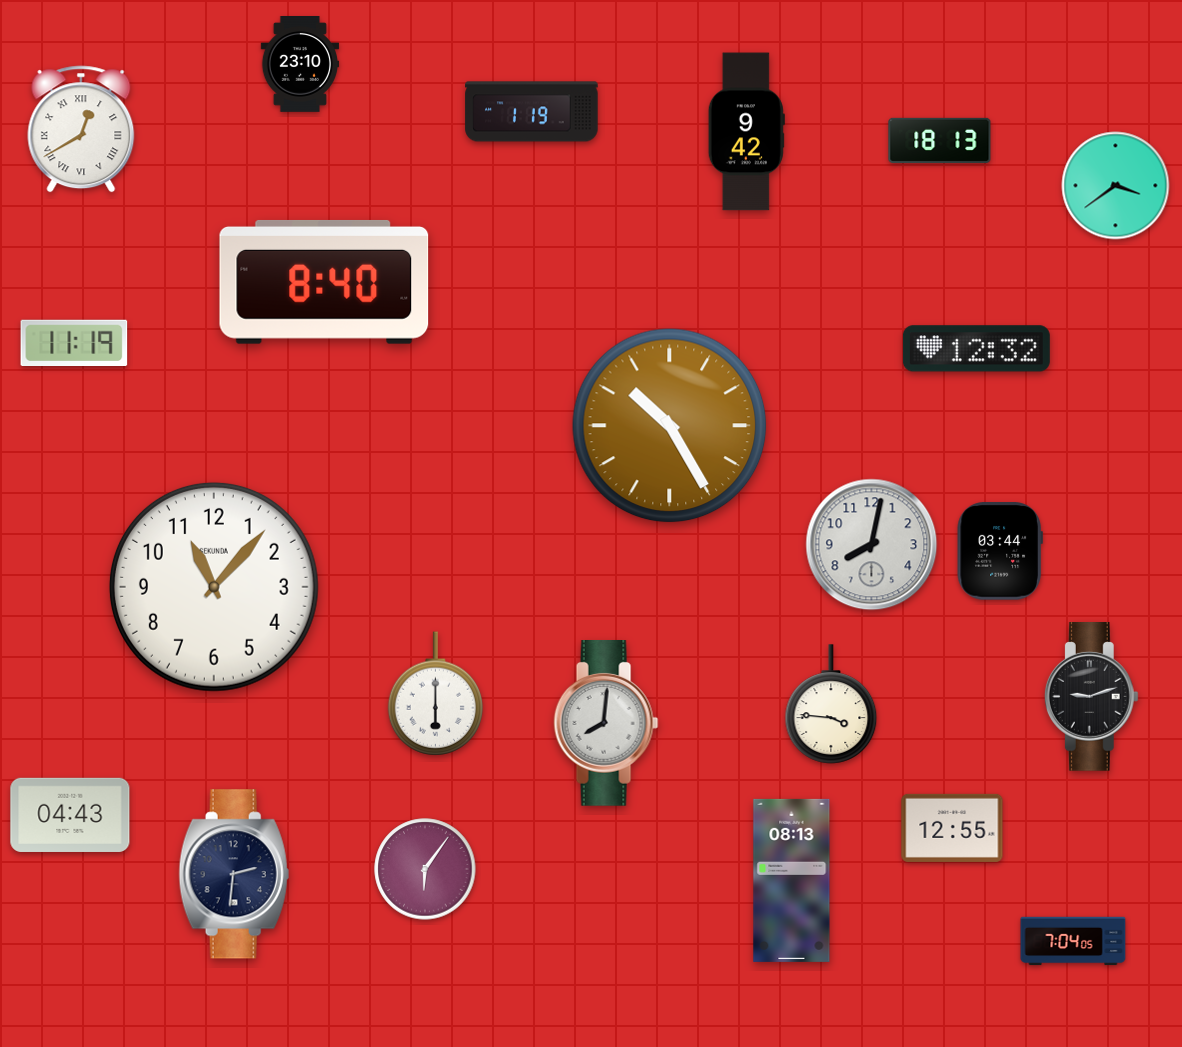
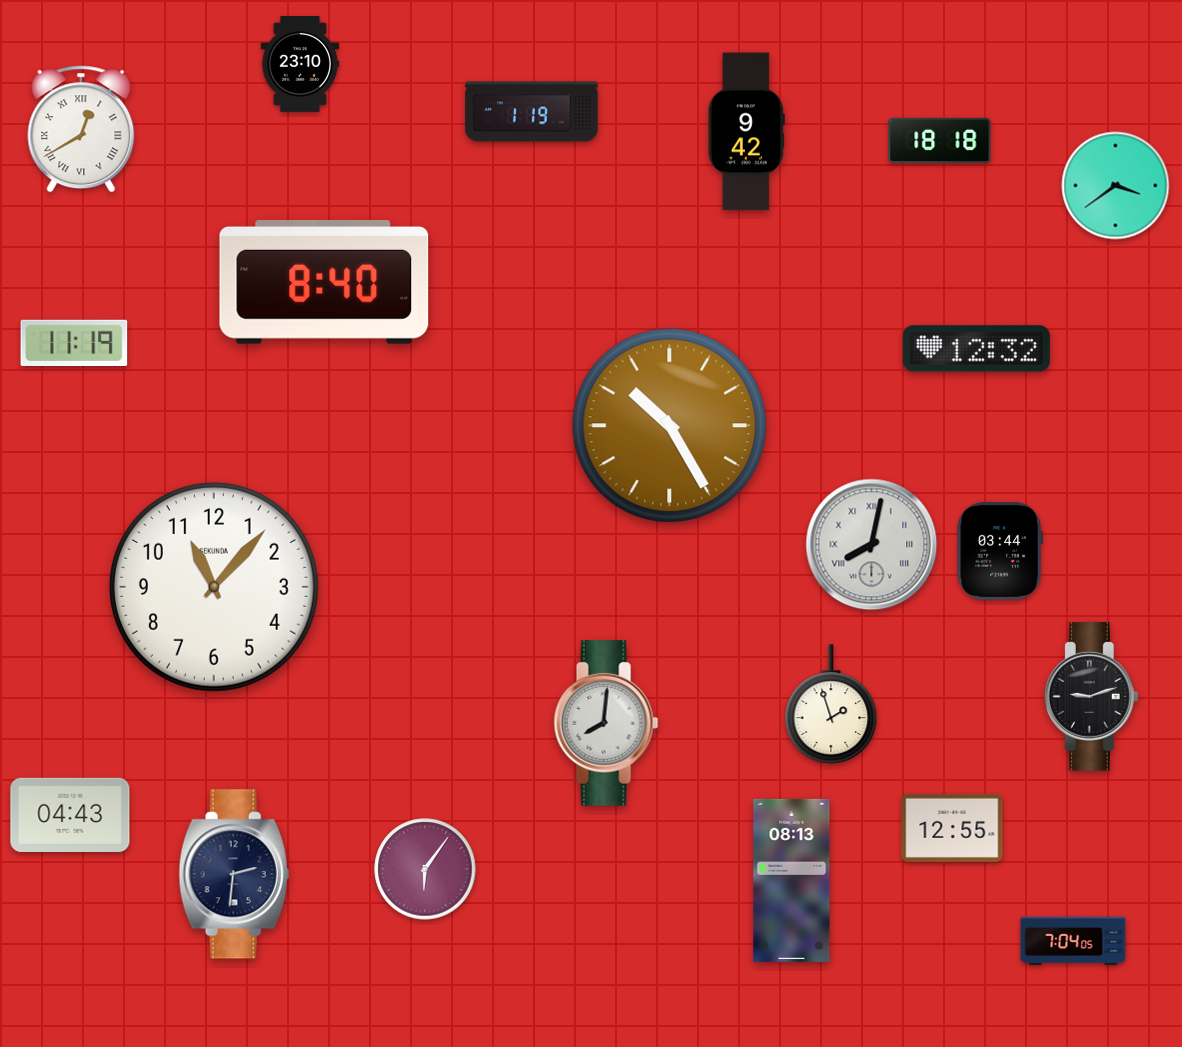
clock at (940, 140): 18:13 -> 18:18
clock at (872, 545) numerals: Arabic -> Roman
clock at (435, 694): 6:00 -> none
clock at (831, 704): 3:46 -> 1:57
